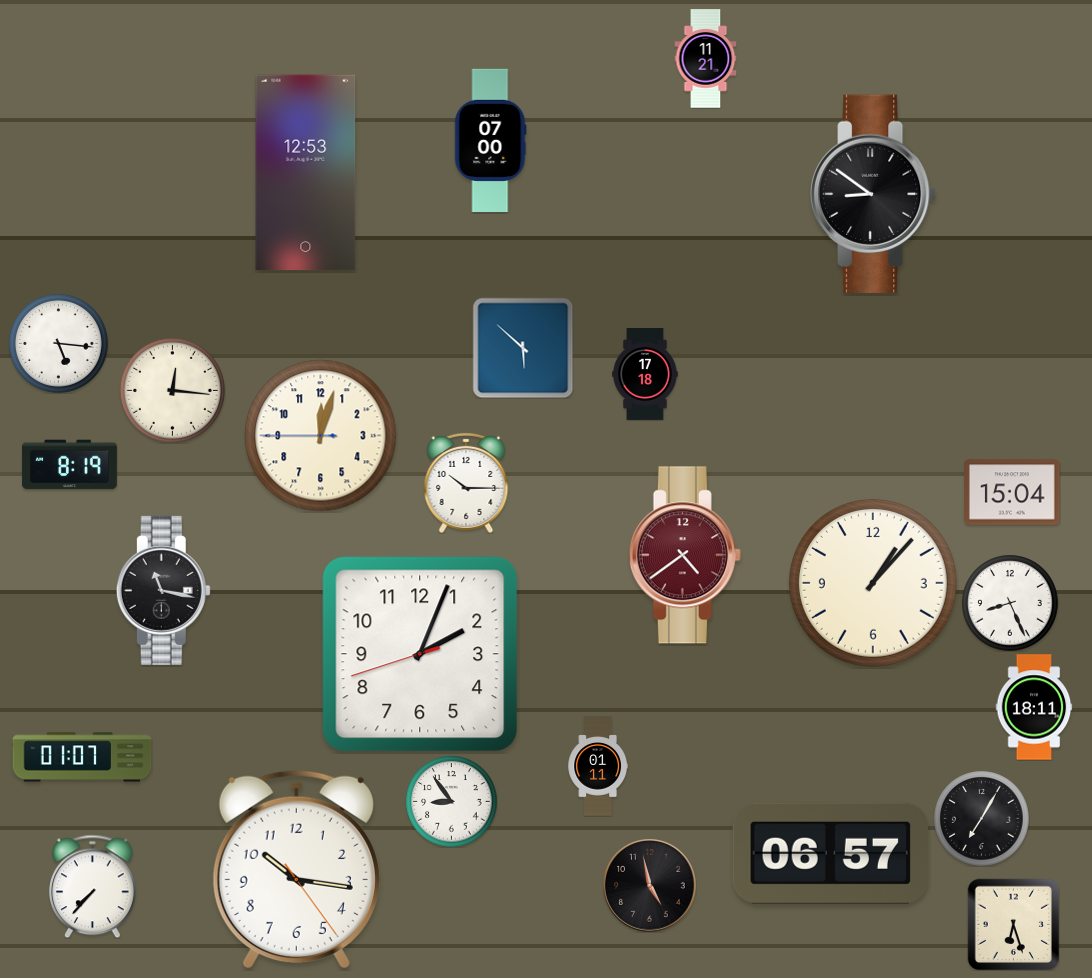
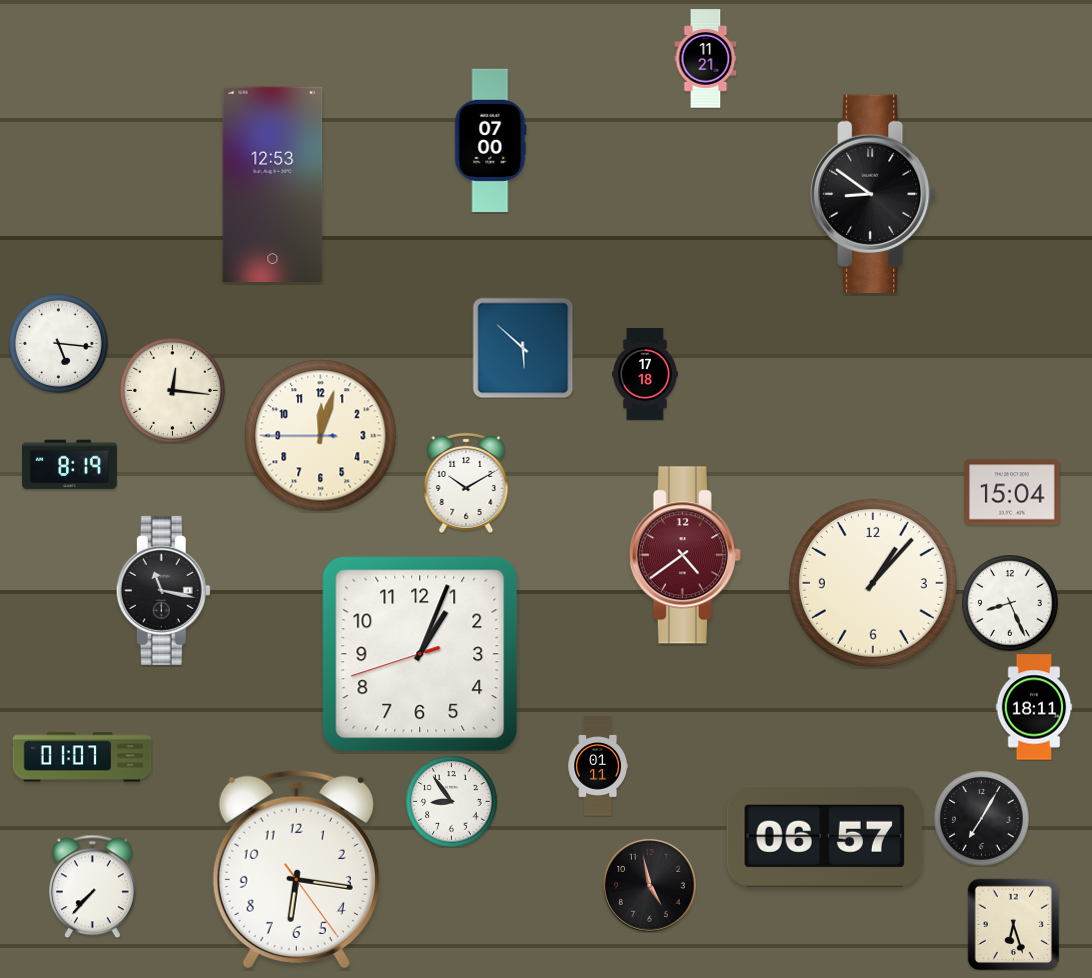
clock at (306, 173) position: (306, 173) -> (273, 185)
clock at (466, 483): 10:15 -> 10:10
clock at (420, 654): 2:03 -> 1:03
clock at (830, 853) position: (830, 853) -> (824, 836)
clock at (296, 868): 10:16 -> 6:16
